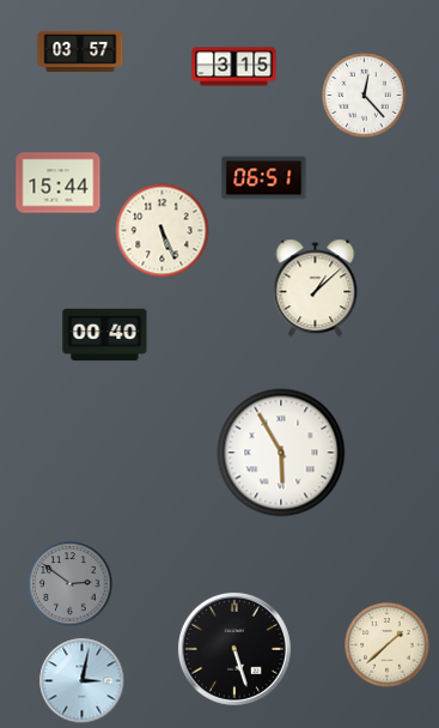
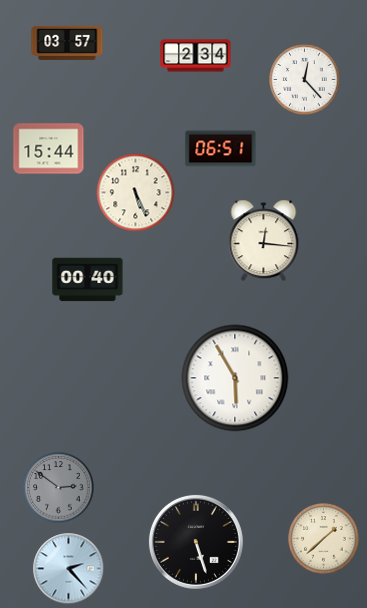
clock at (234, 67): 3:15 -> 2:34
clock at (59, 183) position: (59, 183) -> (49, 149)
clock at (316, 289): 1:08 -> 12:16
clock at (83, 681): 3:02 -> 2:23
